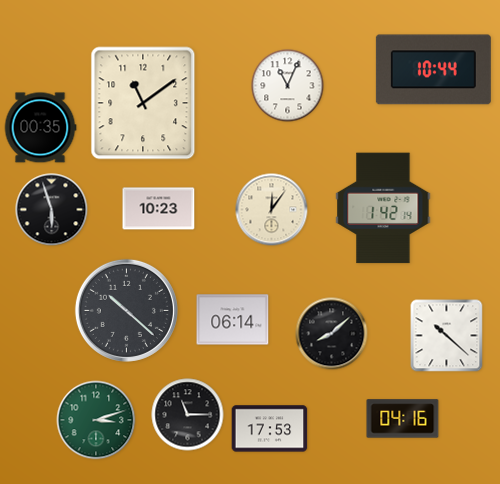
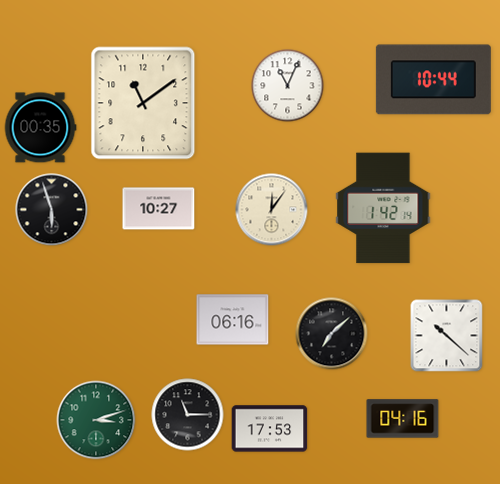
clock at (433, 70) position: (433, 70) -> (433, 80)
clock at (159, 209): 10:23 -> 10:27
clock at (126, 310): 10:22 -> none
clock at (233, 320): 06:14 -> 06:16
clock at (332, 334): 8:08 -> 7:08
